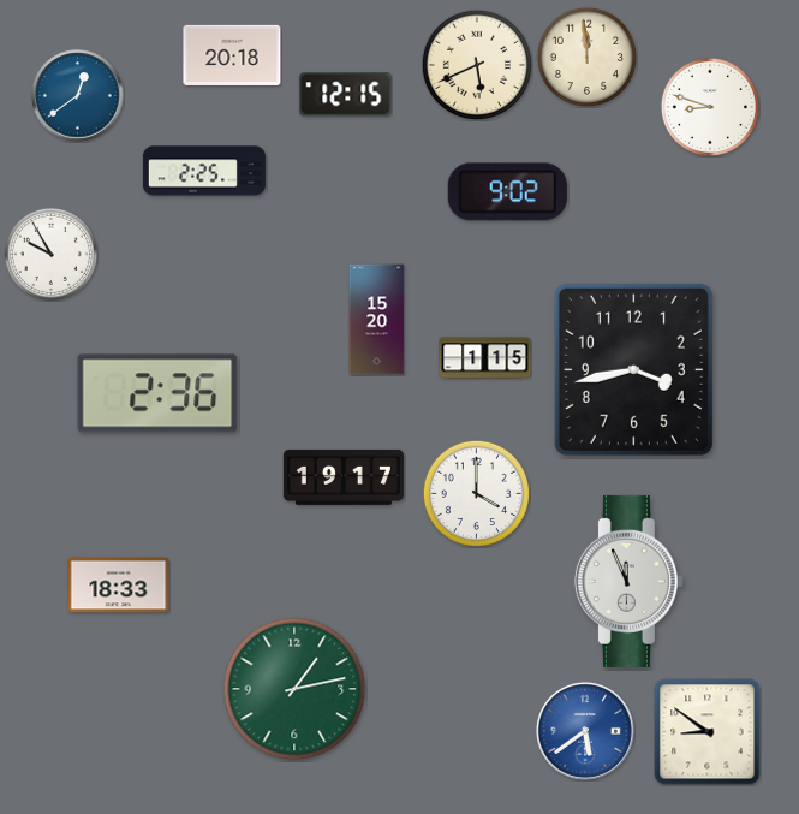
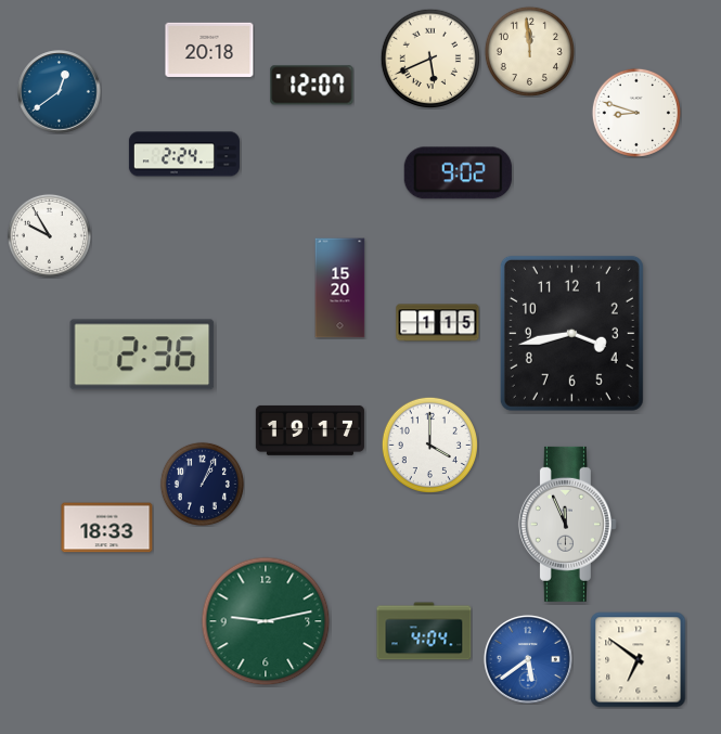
clock at (346, 95): 12:15 -> 12:07
clock at (78, 96) position: (78, 96) -> (60, 92)
clock at (710, 107) position: (710, 107) -> (636, 113)
clock at (204, 171): 2:25 -> 2:24
clock at (50, 254) position: (50, 254) -> (49, 235)
clock at (202, 484): none -> 1:04
clock at (294, 689): 1:13 -> 9:13
clock at (424, 631): none -> 4:04
clock at (708, 732): 8:51 -> 6:51
